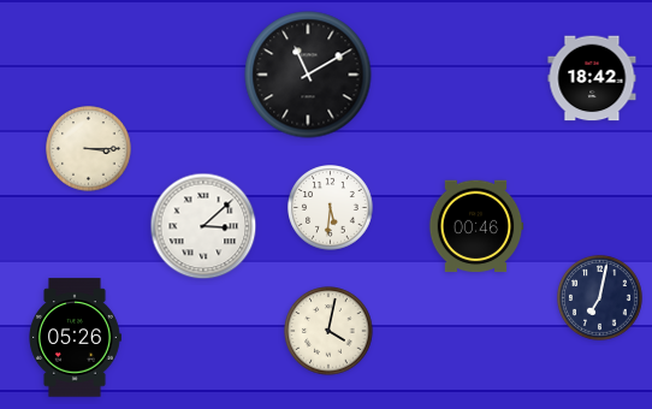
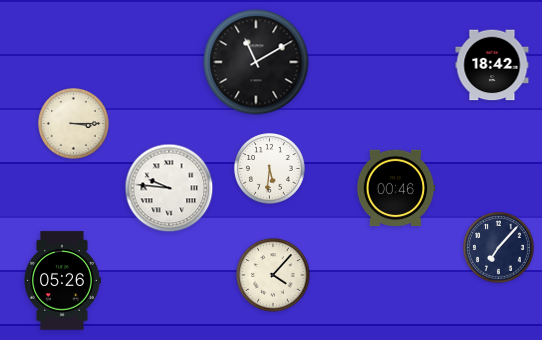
clock at (331, 208) position: (331, 208) -> (270, 169)
clock at (203, 226): 3:08 -> 9:46
clock at (600, 298): 7:02 -> 7:07
clock at (328, 331): 4:02 -> 4:07
